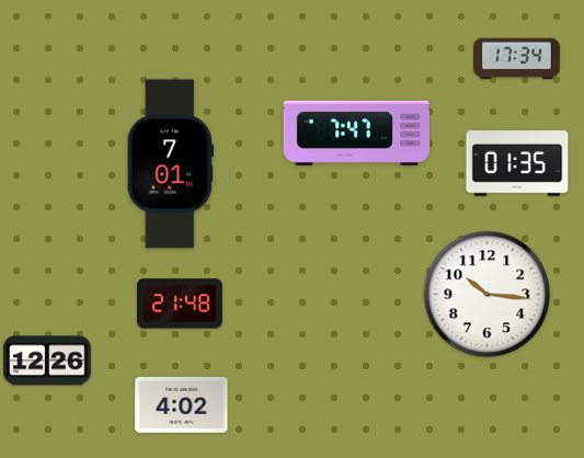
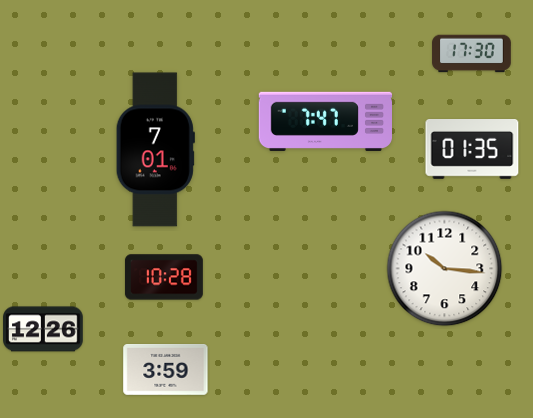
clock at (517, 59): 17:34 -> 17:30
clock at (180, 304): 21:48 -> 10:28
clock at (182, 405): 4:02 -> 3:59
